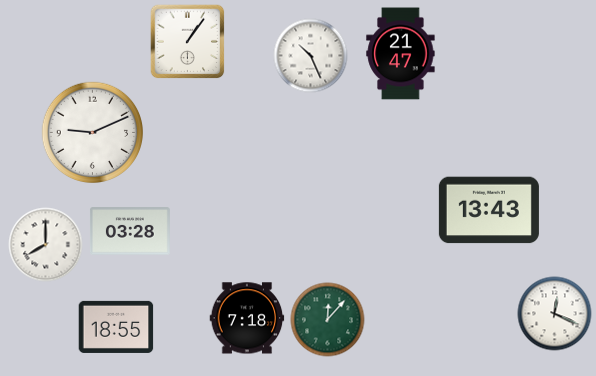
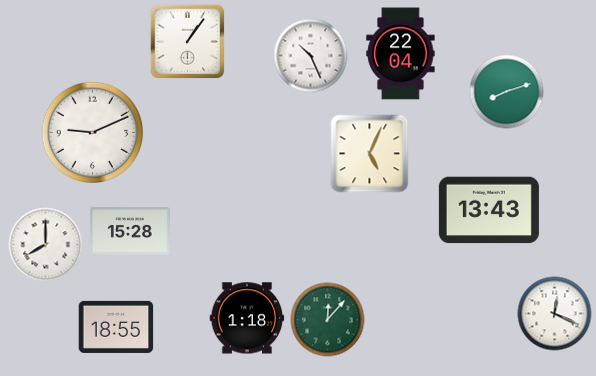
clock at (401, 54): 21:47 -> 22:04
clock at (507, 92): none -> 8:12
clock at (370, 154): none -> 5:04
clock at (130, 231): 03:28 -> 15:28
clock at (247, 318): 7:18 -> 1:18
